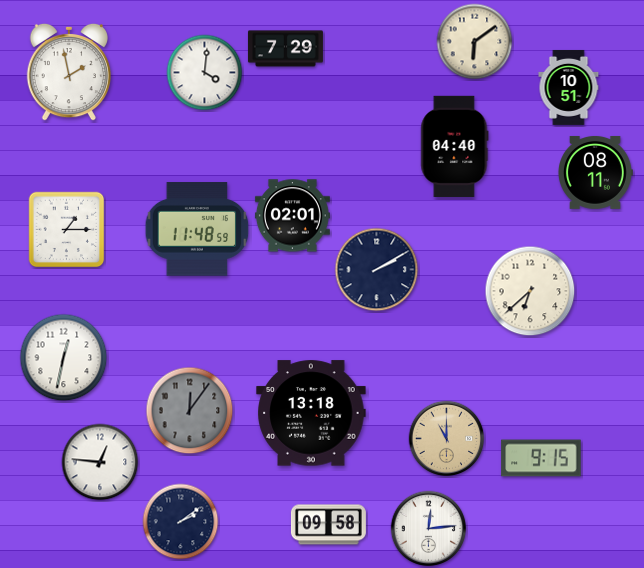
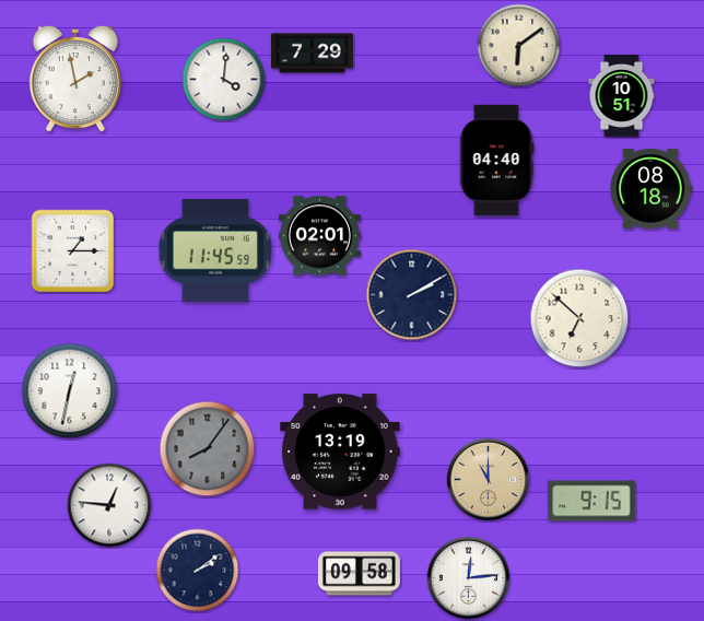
clock at (596, 172): 08:11 -> 08:18
clock at (197, 229): 11:48 -> 11:45
clock at (530, 291): 6:38 -> 6:52
clock at (190, 411): 12:06 -> 8:06
clock at (311, 413): 13:18 -> 13:19
